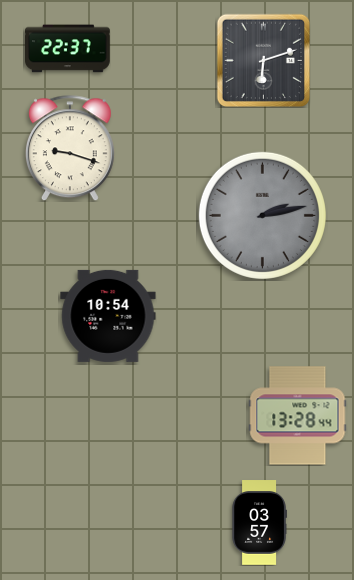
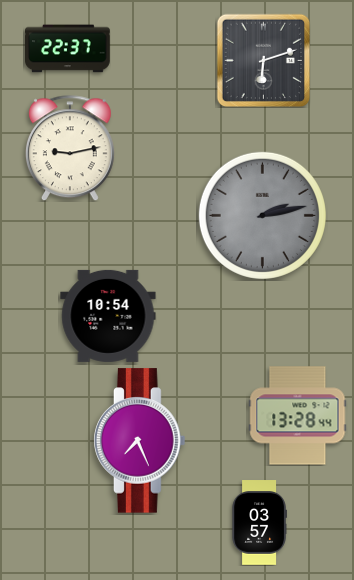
clock at (70, 148): 9:18 -> 9:13
clock at (140, 441): none -> 7:26
